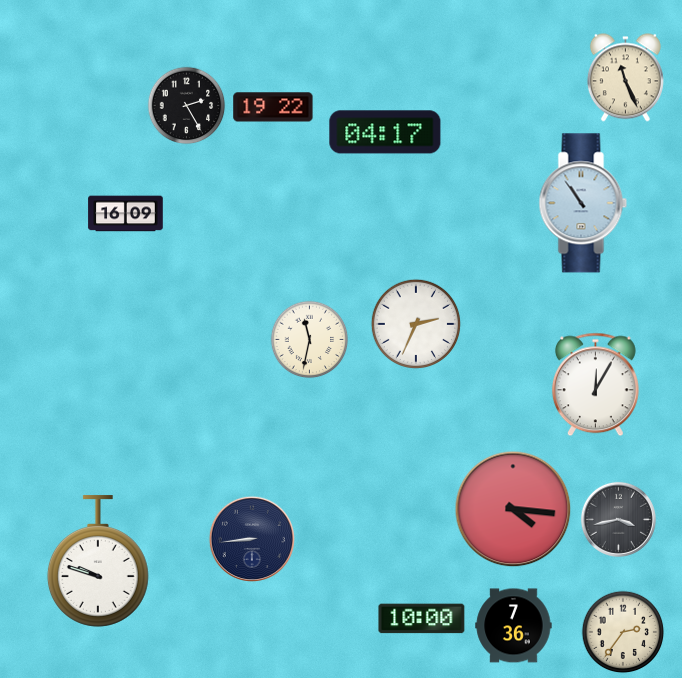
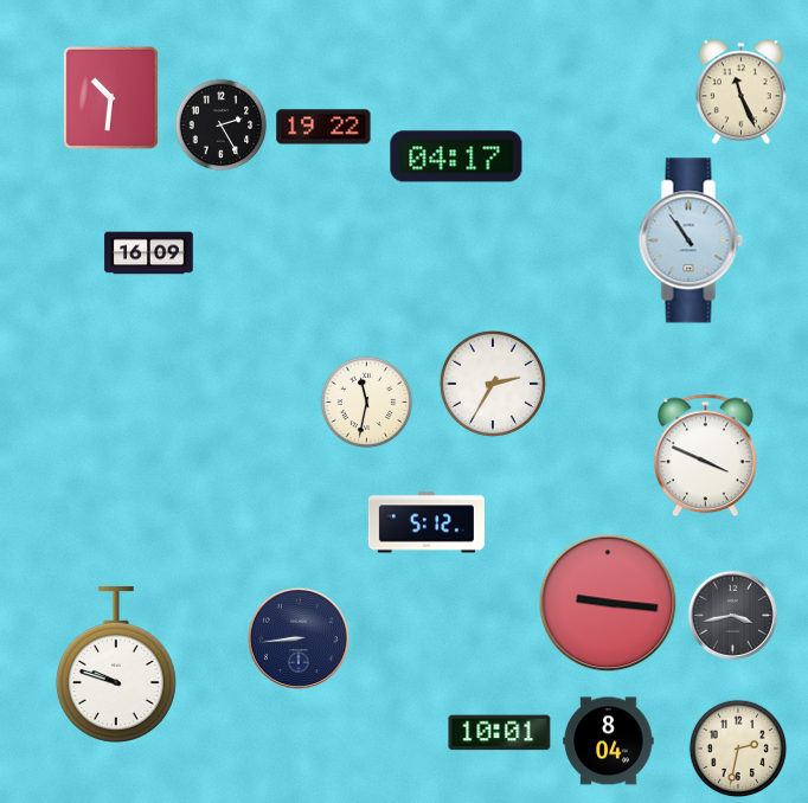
clock at (110, 97): none -> 10:31
clock at (415, 323): 2:34 -> 2:35
clock at (595, 385): 12:05 -> 3:49
clock at (427, 522): none -> 5:12
clock at (513, 509): 4:16 -> 9:16
clock at (422, 619): 10:00 -> 10:01
clock at (514, 626): 7:36 -> 8:04
clock at (623, 632): 2:36 -> 2:32
